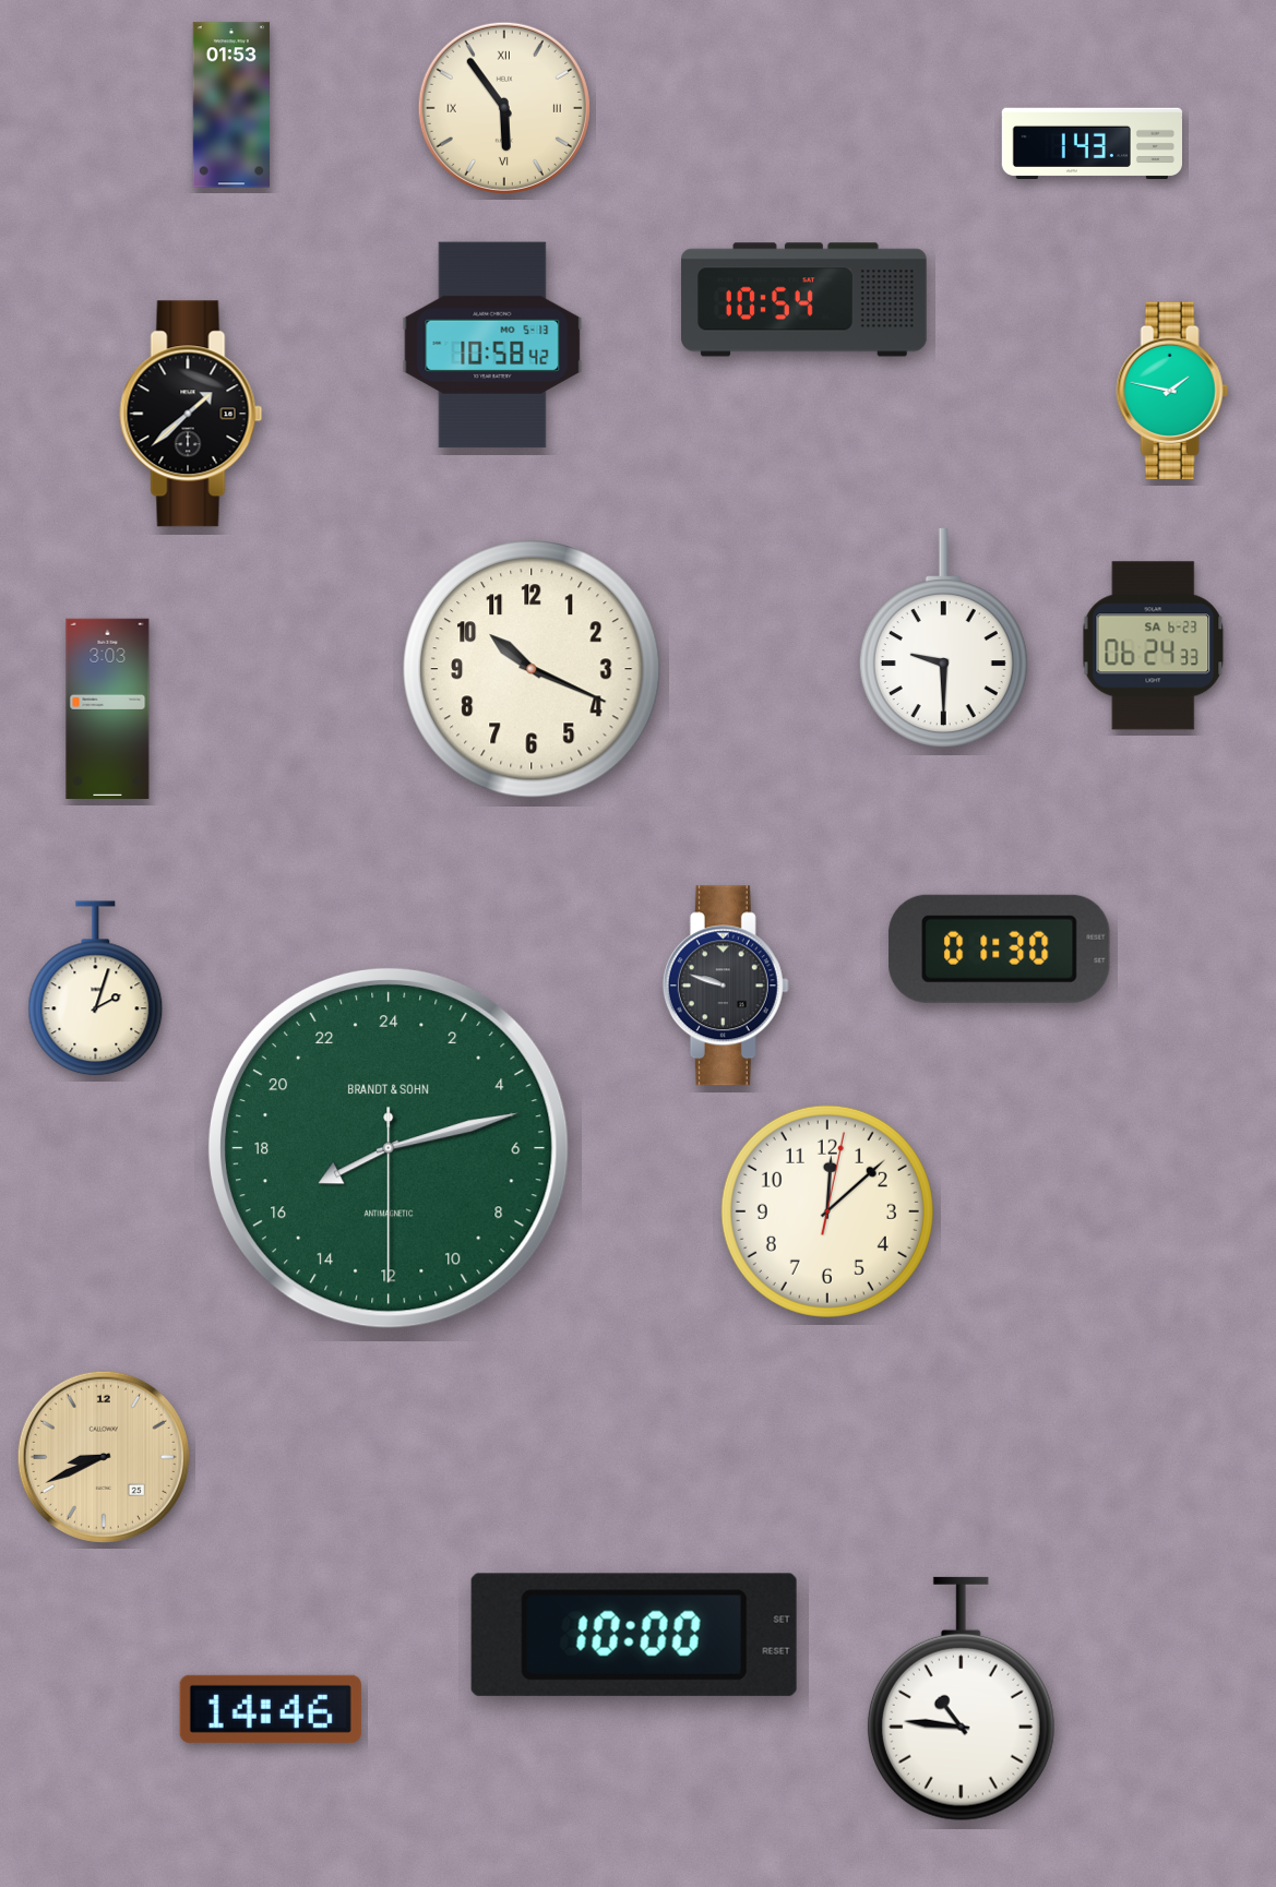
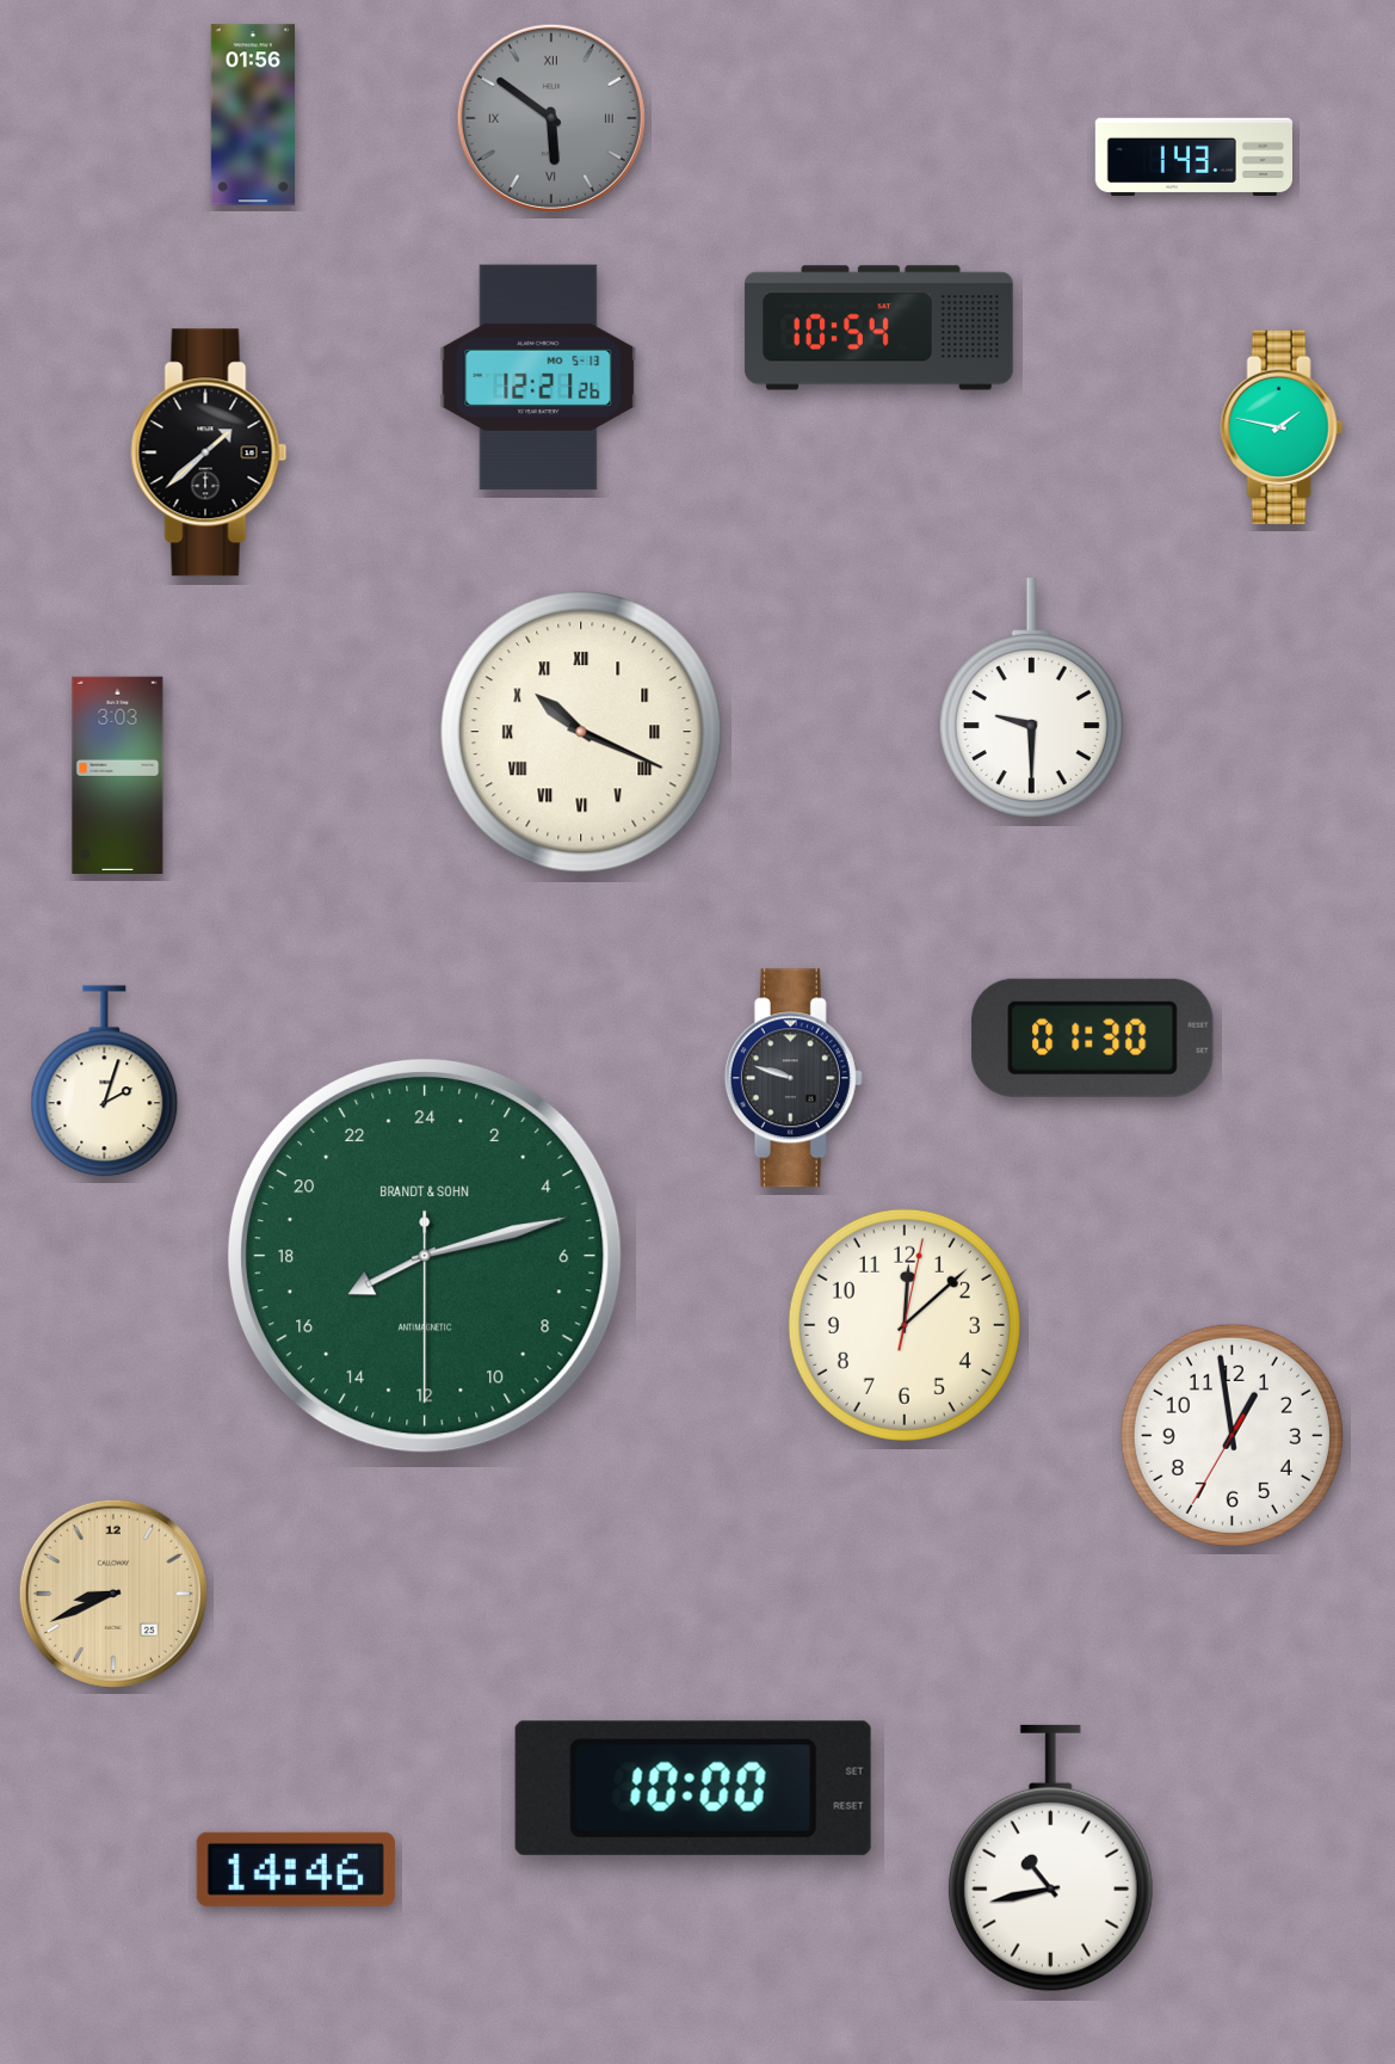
clock at (231, 105): 01:53 -> 01:56
clock at (504, 108): 5:54 -> 5:51
clock at (504, 108) dial: cream -> grey
clock at (492, 345): 10:58 -> 12:21
clock at (1154, 646): 06:24 -> none
clock at (532, 669) numerals: Arabic -> Roman
clock at (1232, 1435): none -> 12:58
clock at (961, 1699): 10:46 -> 10:43
